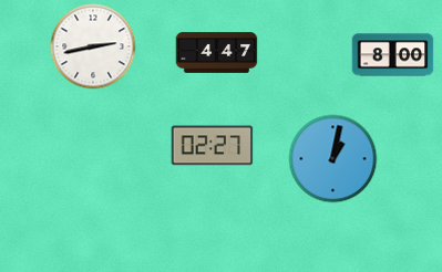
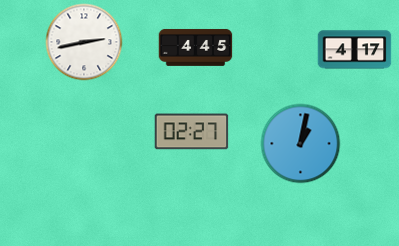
clock at (217, 52): 4:47 -> 4:45
clock at (393, 55): 8:00 -> 4:17
